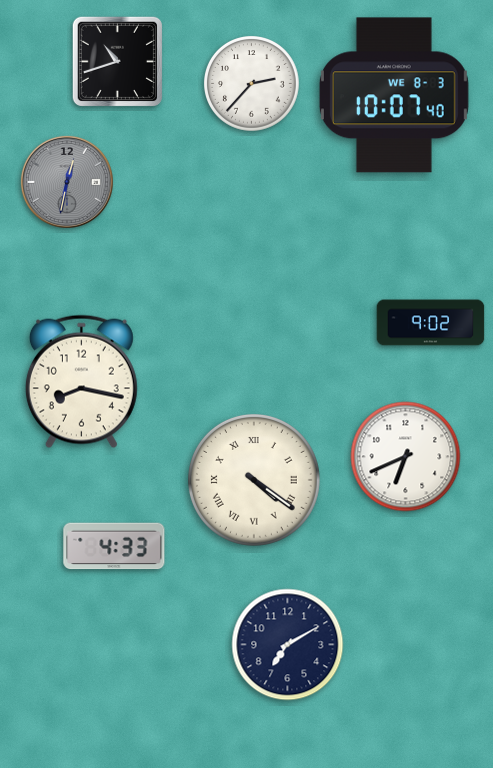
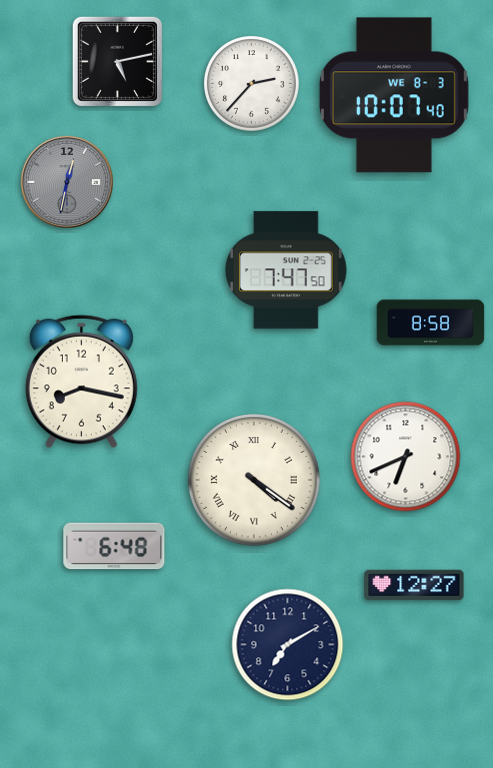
clock at (117, 61): 10:42 -> 5:13
clock at (286, 270): none -> 7:47
clock at (431, 323): 9:02 -> 8:58
clock at (114, 546): 4:33 -> 6:48
clock at (414, 585): none -> 12:27
